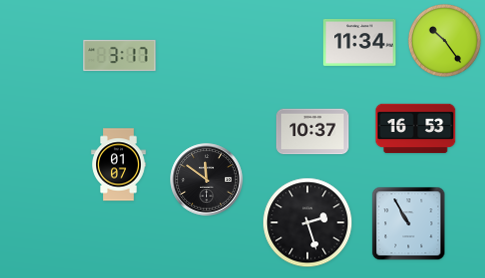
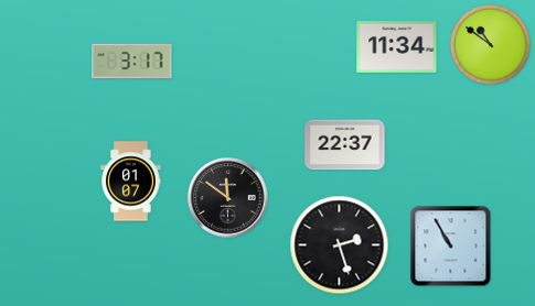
clock at (444, 40): 10:24 -> 10:51
clock at (416, 129): 16:53 -> none
clock at (313, 132): 10:37 -> 22:37
